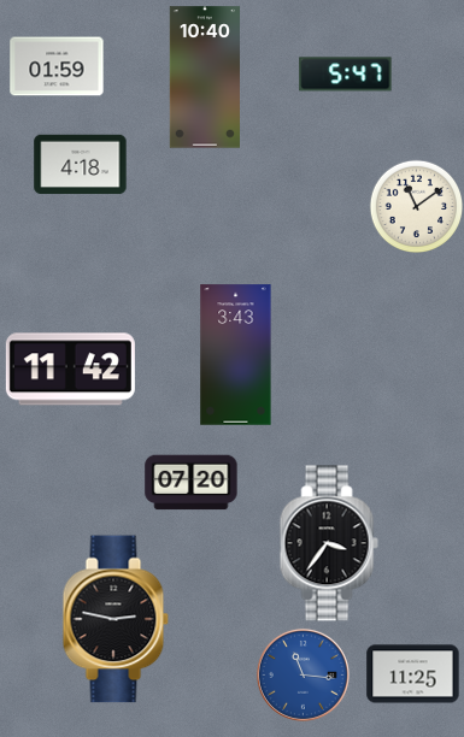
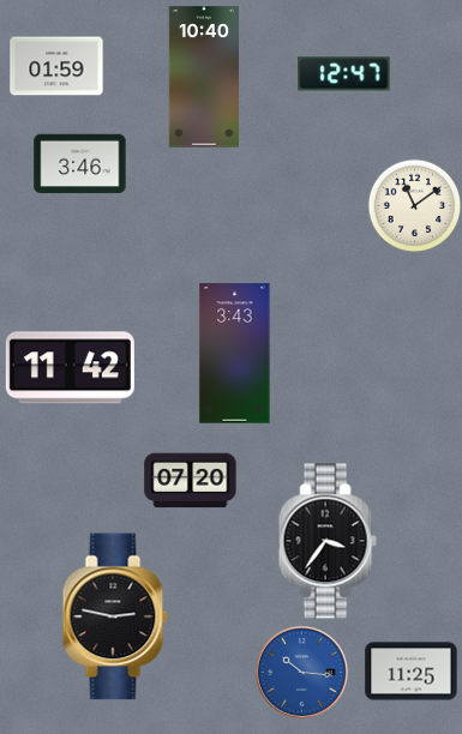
clock at (346, 75): 5:47 -> 12:47
clock at (81, 165): 4:18 -> 3:46
clock at (303, 674): 11:16 -> 10:16
